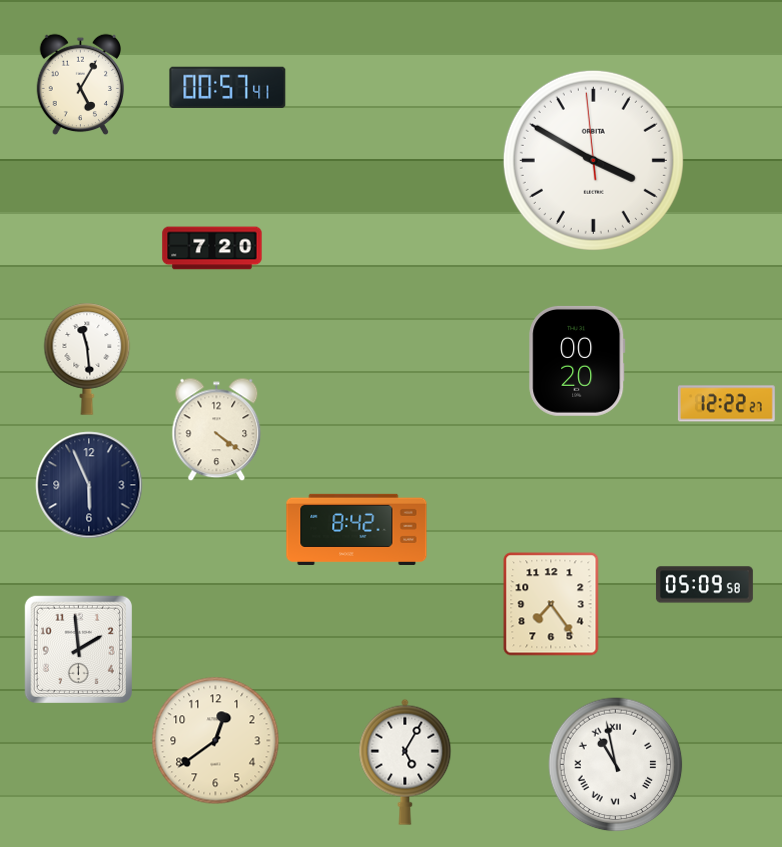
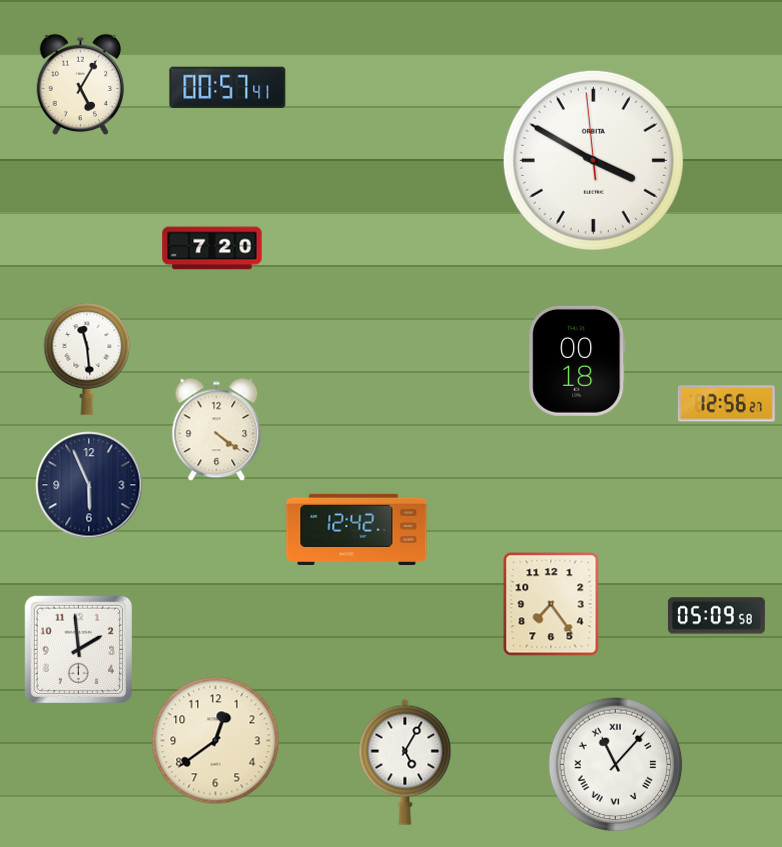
clock at (577, 361): 00:20 -> 00:18
clock at (726, 404): 12:22 -> 12:56
clock at (357, 529): 8:42 -> 12:42
clock at (704, 585) position: (704, 585) -> (716, 616)
clock at (616, 765): 10:58 -> 11:07
